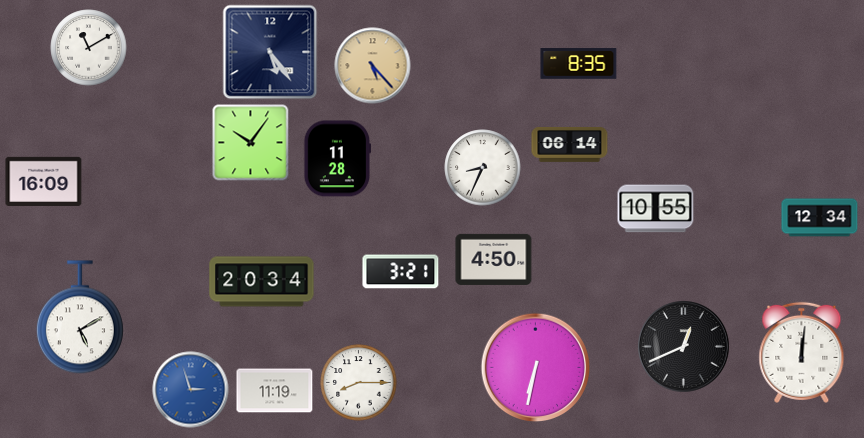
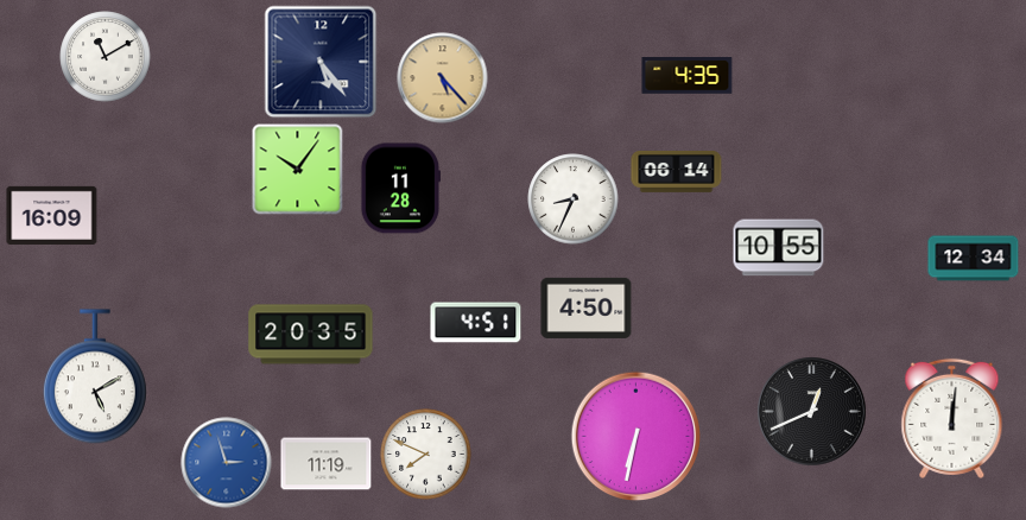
clock at (579, 64): 8:35 -> 4:35
clock at (401, 272): 3:21 -> 4:51
clock at (262, 282): 20:34 -> 20:35
clock at (359, 383): 8:15 -> 7:49
